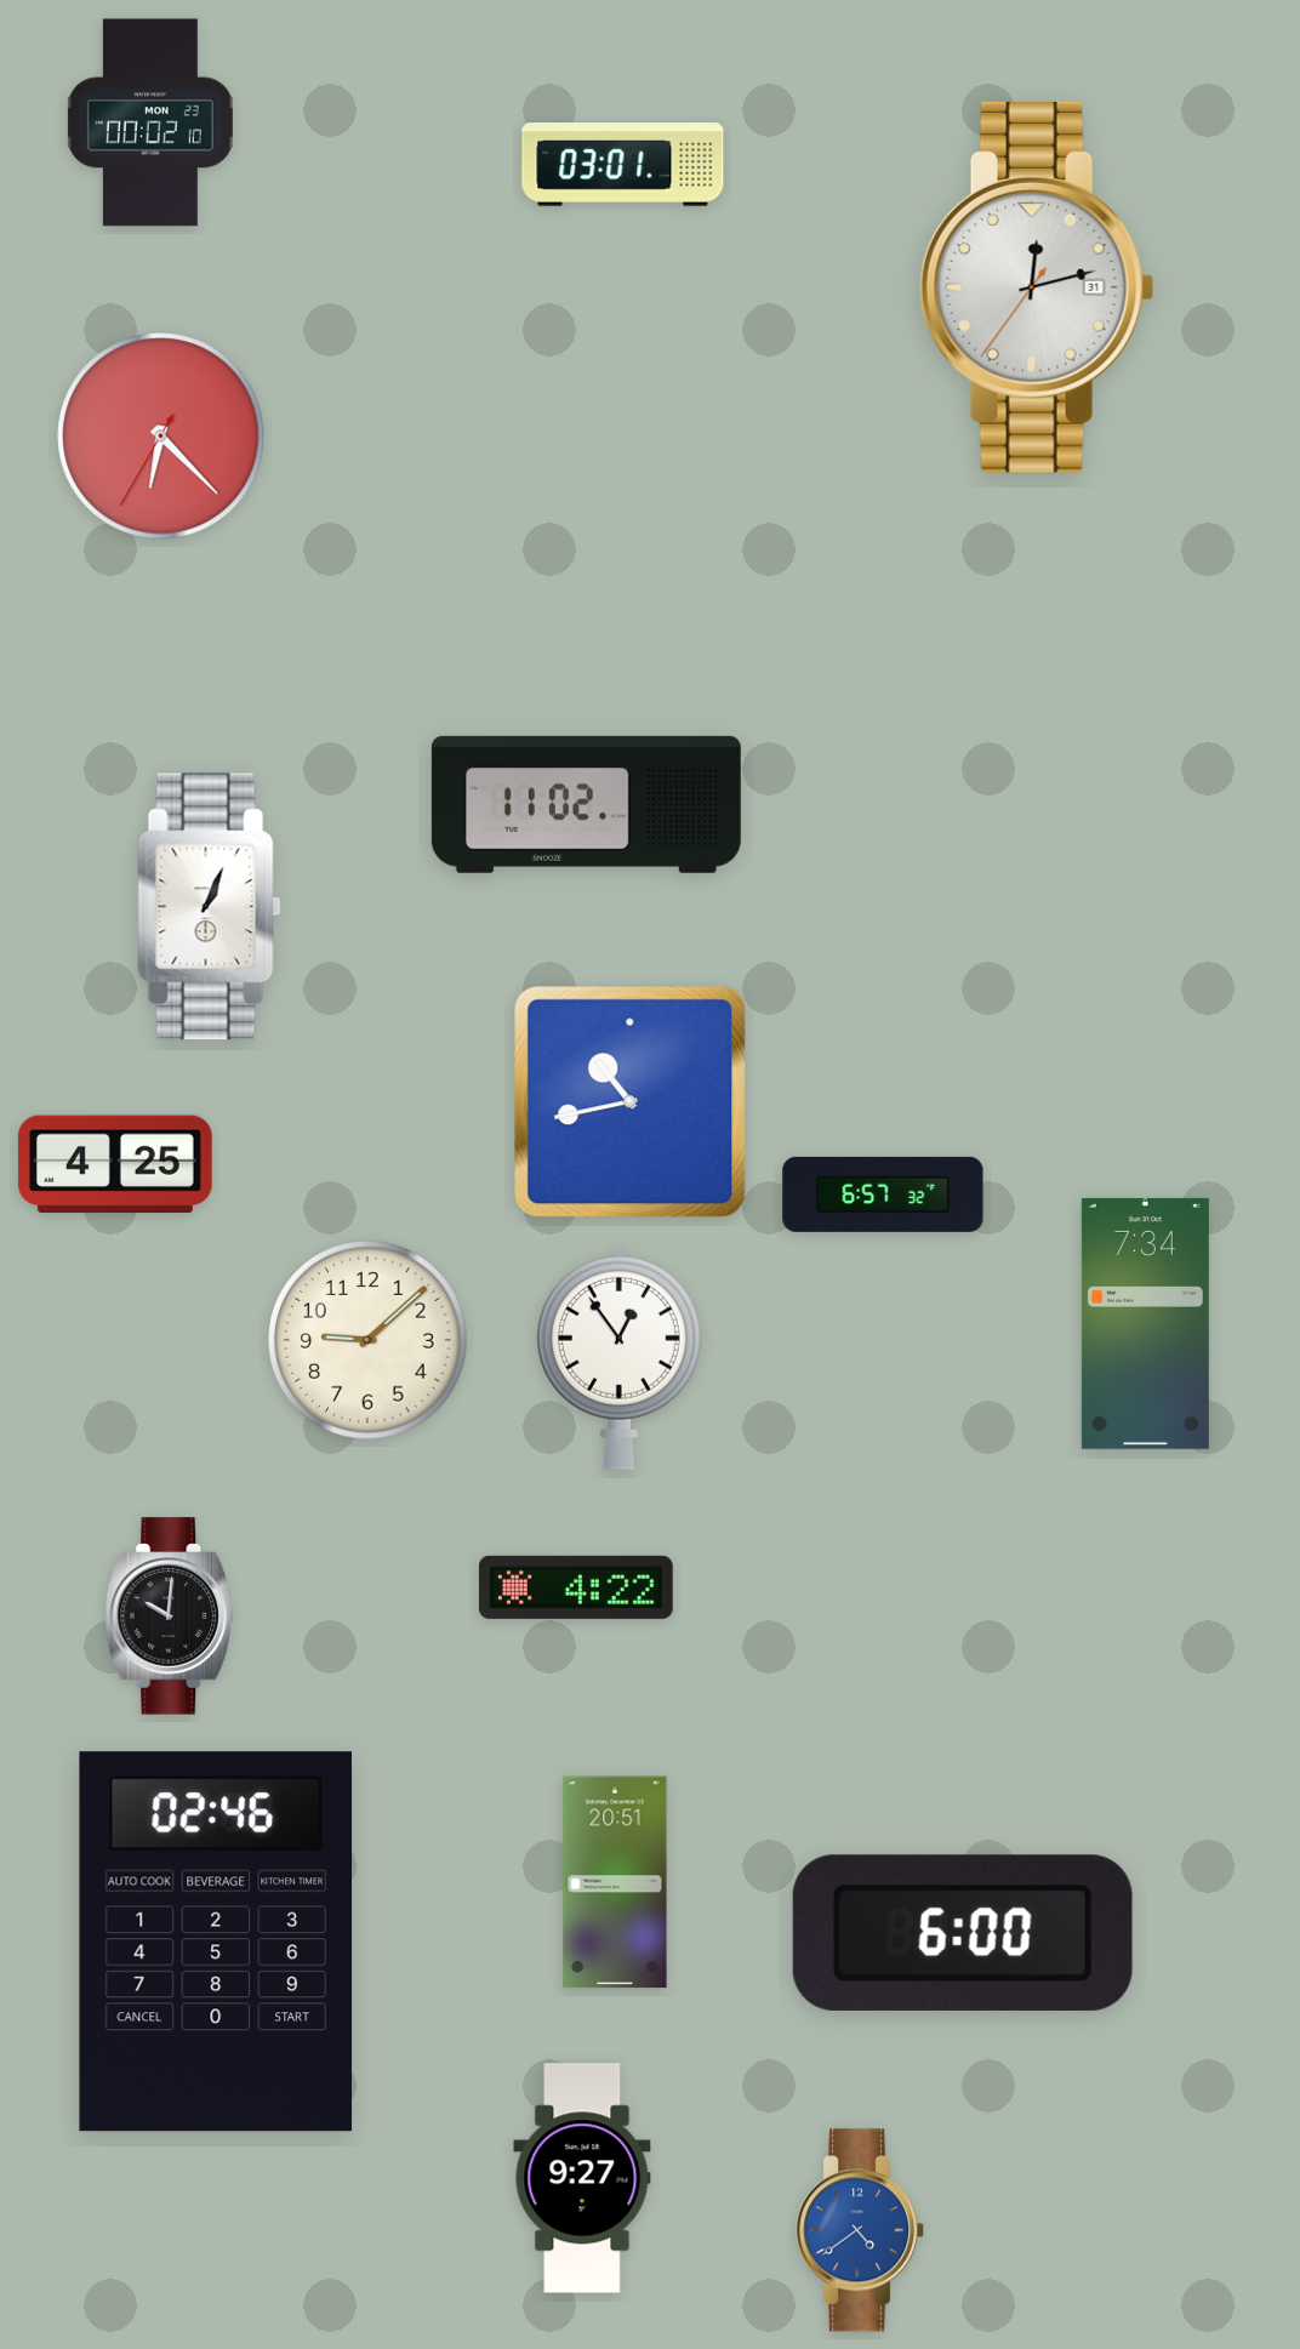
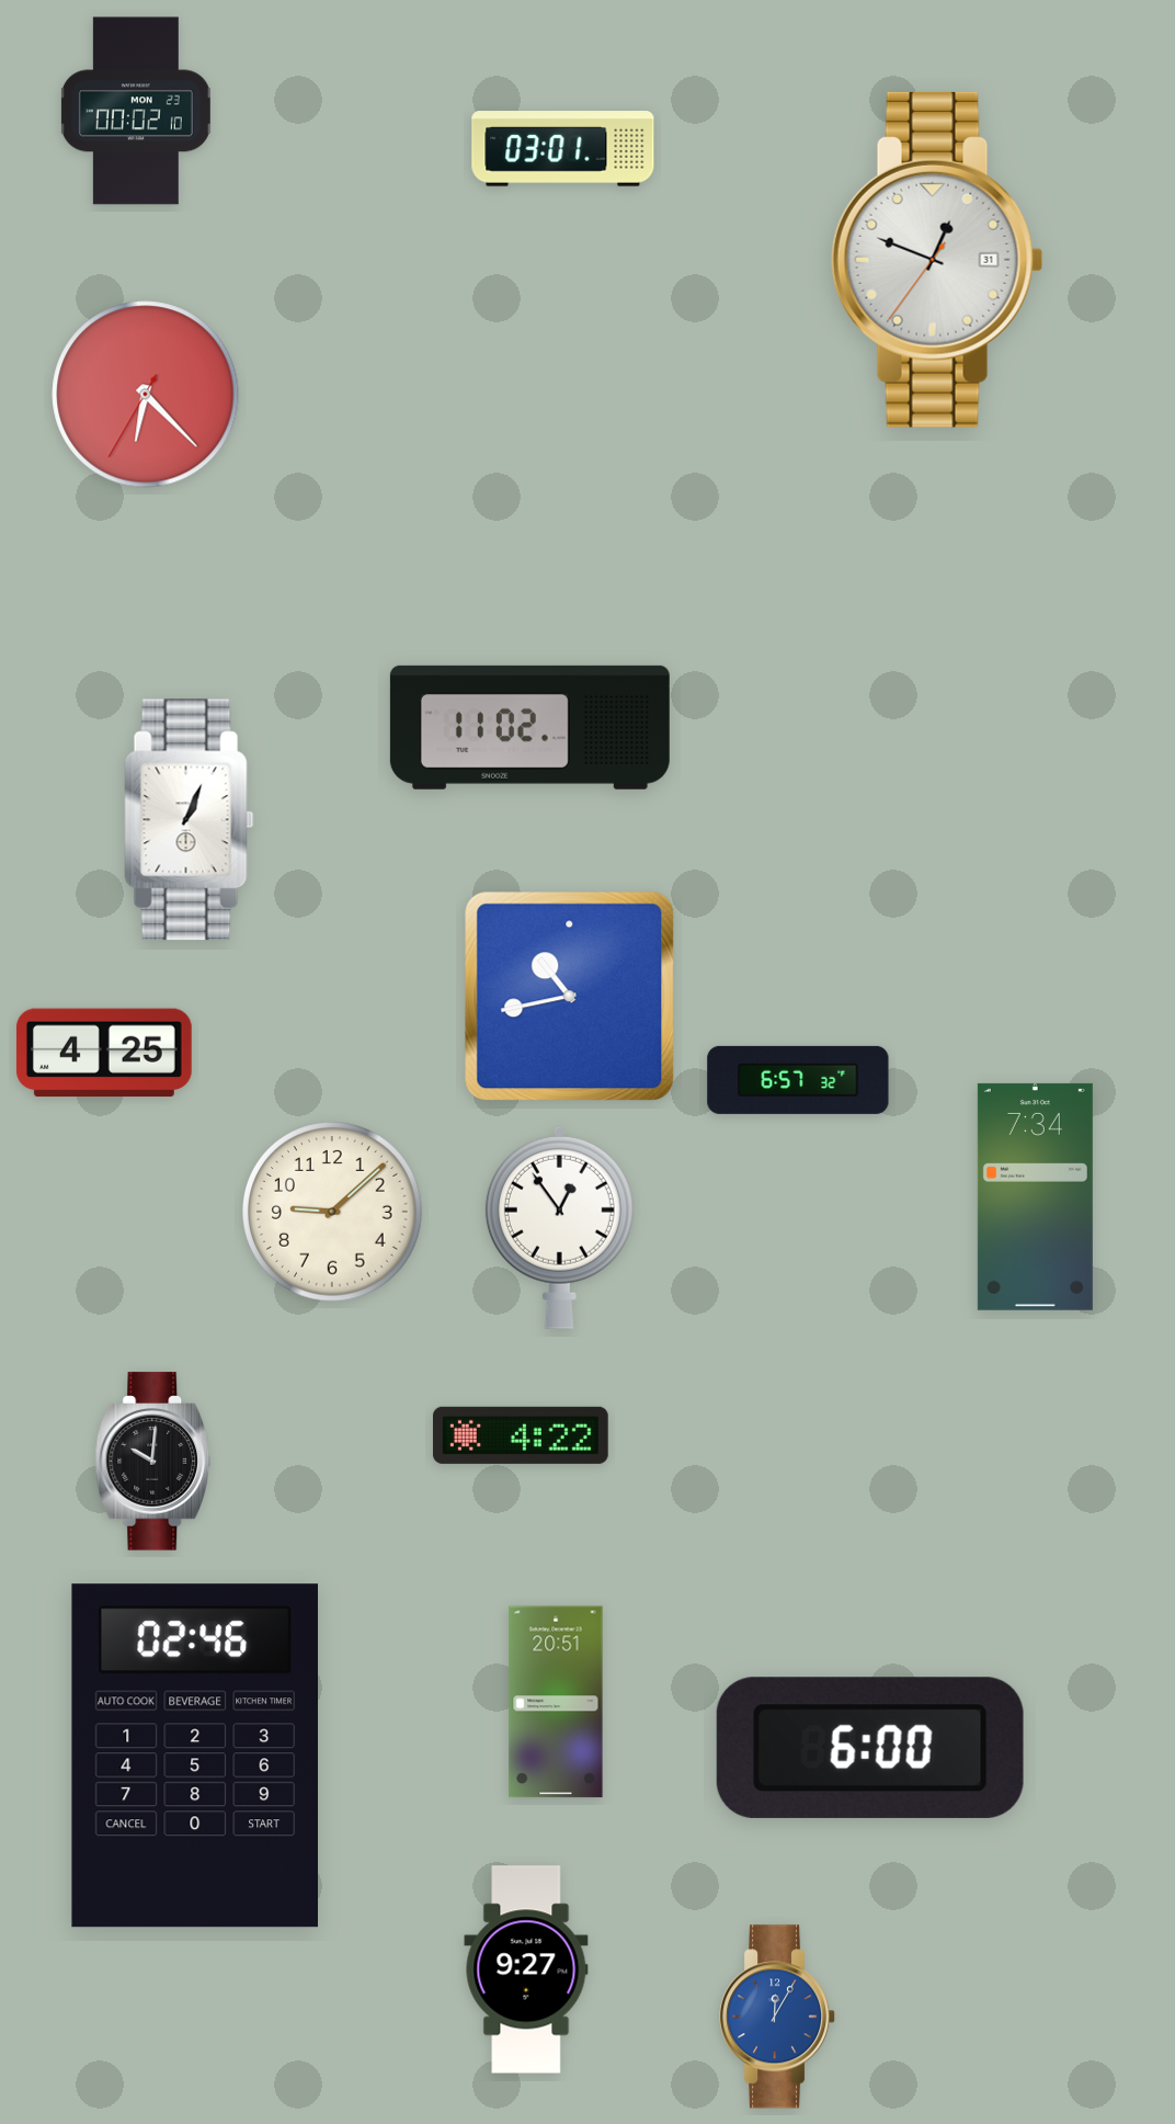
clock at (1037, 287): 12:12 -> 12:48
clock at (861, 2230): 4:39 -> 12:05
